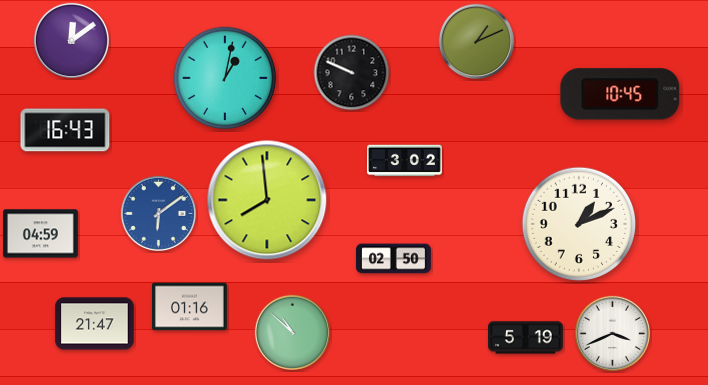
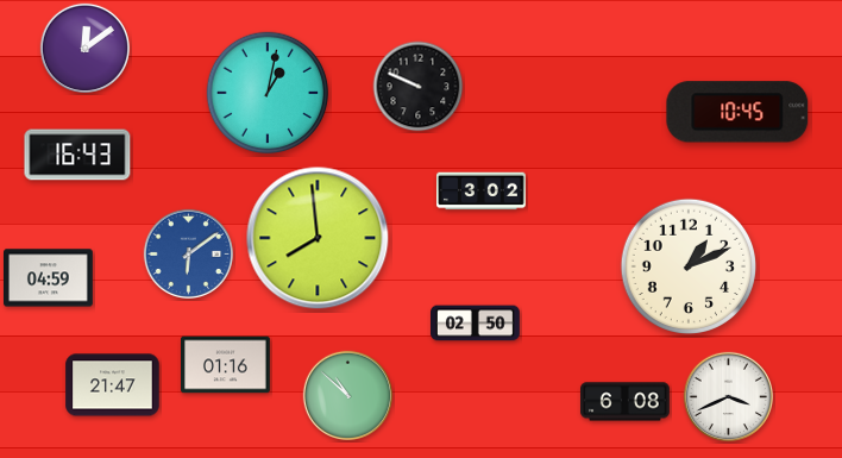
clock at (476, 41): 1:11 -> none
clock at (394, 259) position: (394, 259) -> (476, 324)
clock at (526, 338): 5:19 -> 6:08
